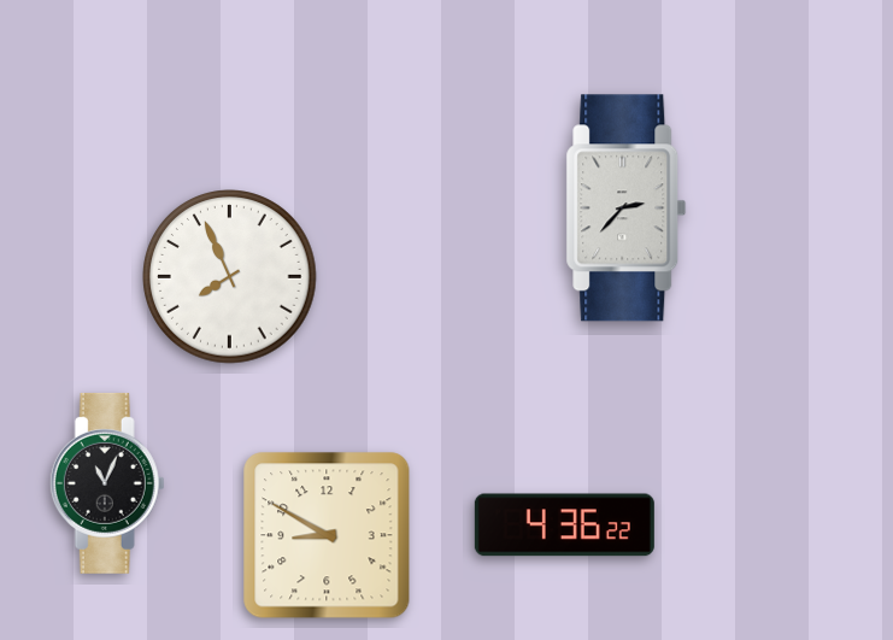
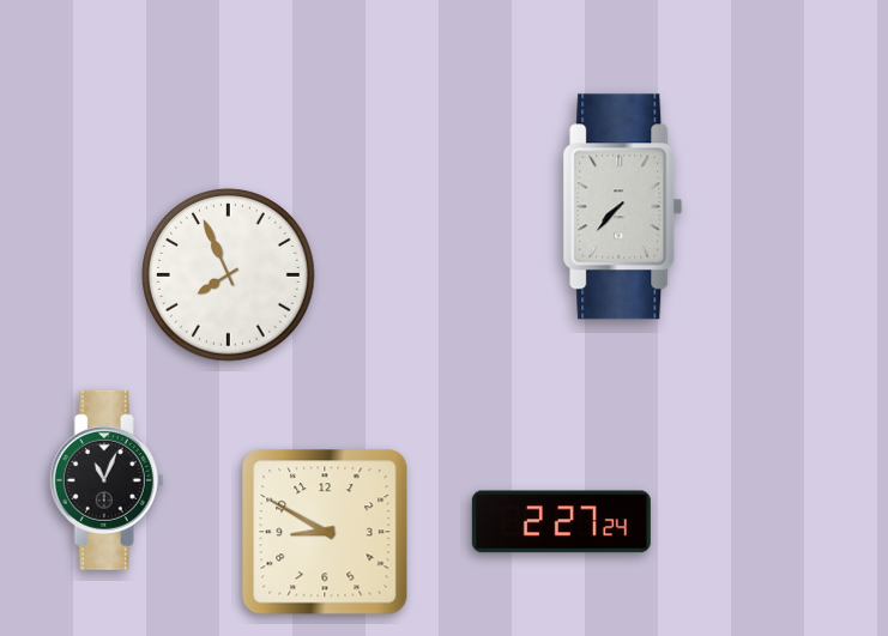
clock at (627, 209): 2:37 -> 7:37
clock at (564, 525): 4:36 -> 2:27
